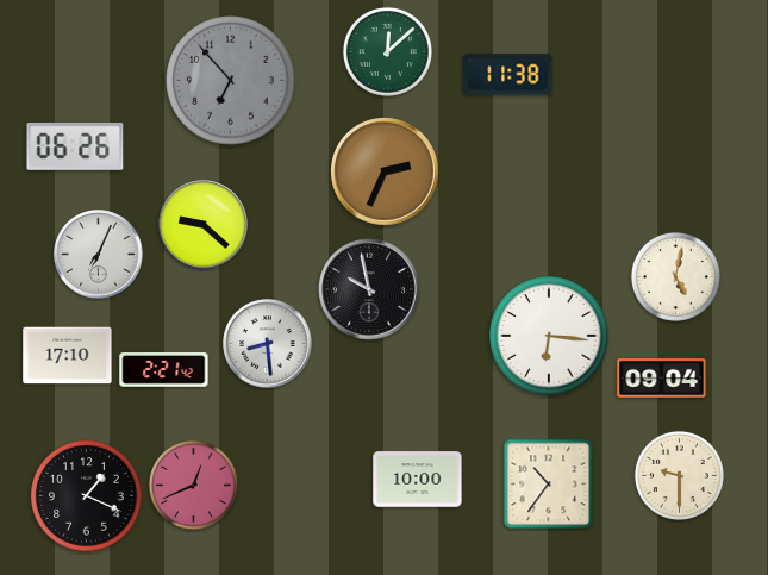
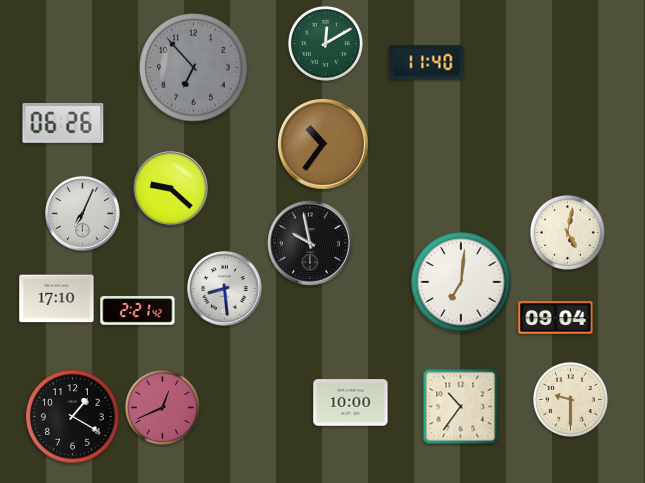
clock at (387, 51): 12:08 -> 12:10
clock at (508, 75): 11:38 -> 11:40
clock at (386, 173): 2:34 -> 10:36
clock at (549, 336): 6:16 -> 7:01
clock at (87, 496): 1:19 -> 1:20
